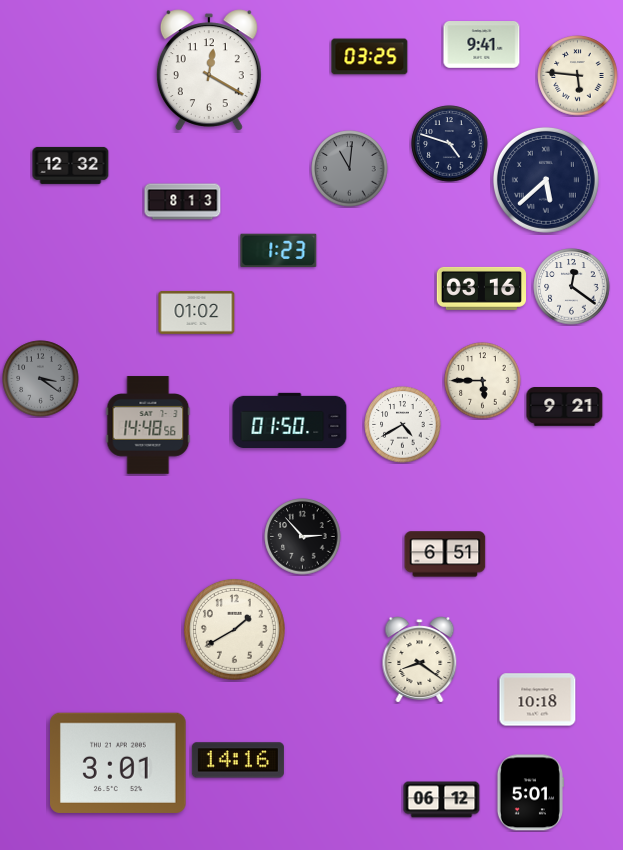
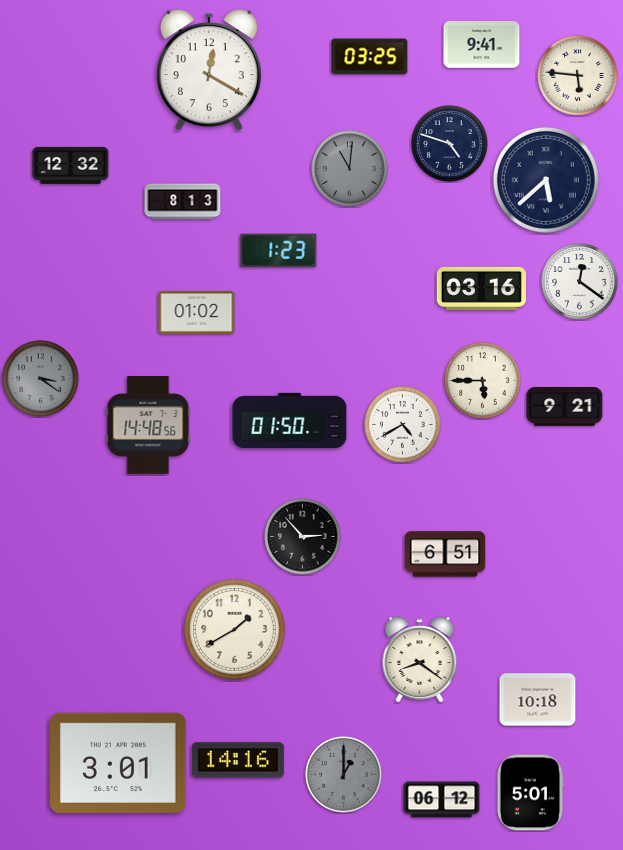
clock at (572, 287) position: (572, 287) -> (580, 282)
clock at (344, 775): none -> 1:00
